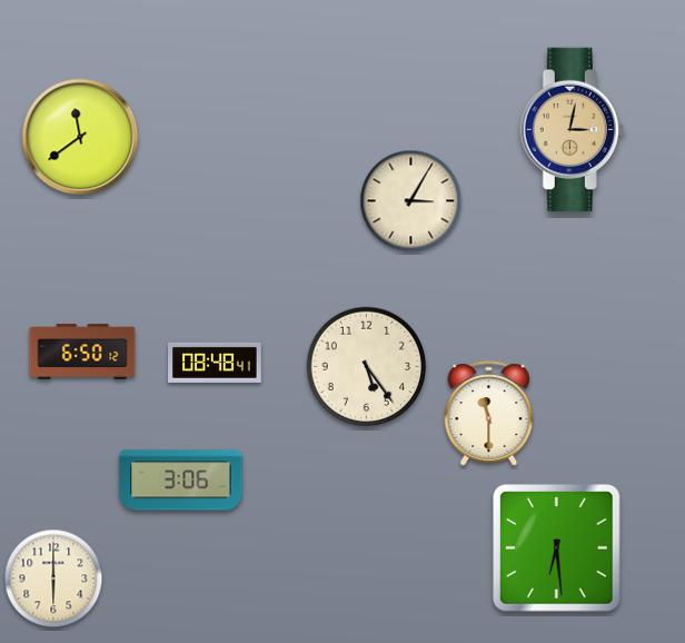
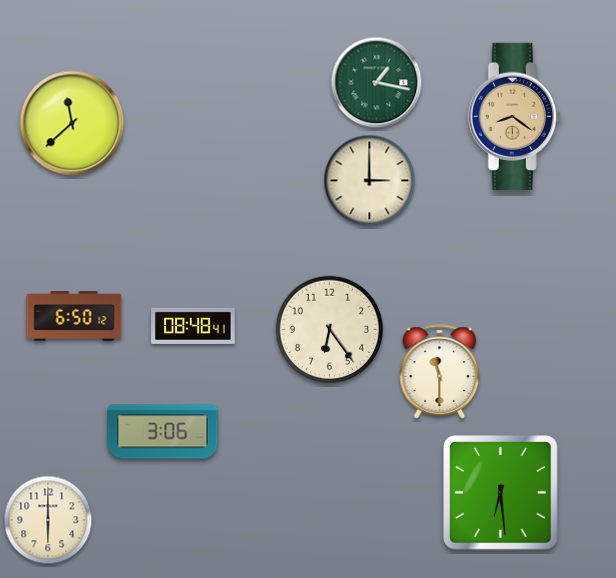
clock at (377, 83): none -> 1:17
clock at (572, 129): 3:02 -> 8:21
clock at (80, 137): 11:39 -> 11:38
clock at (411, 201): 3:05 -> 3:00
clock at (367, 367): 5:24 -> 6:24
